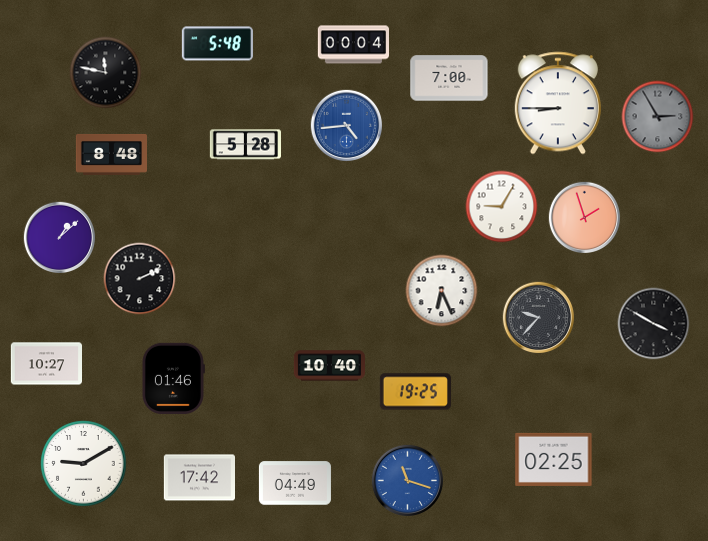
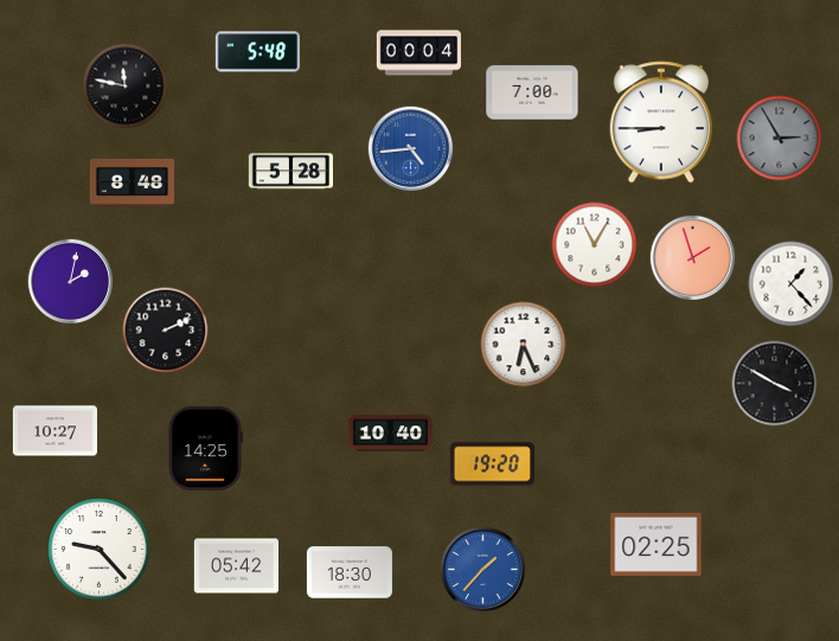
clock at (502, 207): 9:05 -> 11:05
clock at (59, 237): 1:08 -> 2:02
clock at (792, 284): none -> 1:23
clock at (538, 317): 9:37 -> none
clock at (173, 378): 01:46 -> 14:25
clock at (415, 392): 19:25 -> 19:20
clock at (84, 464): 9:10 -> 9:23
clock at (199, 478): 17:42 -> 05:42
clock at (407, 480): 11:18 -> 1:37
clock at (295, 483): 04:49 -> 18:30
